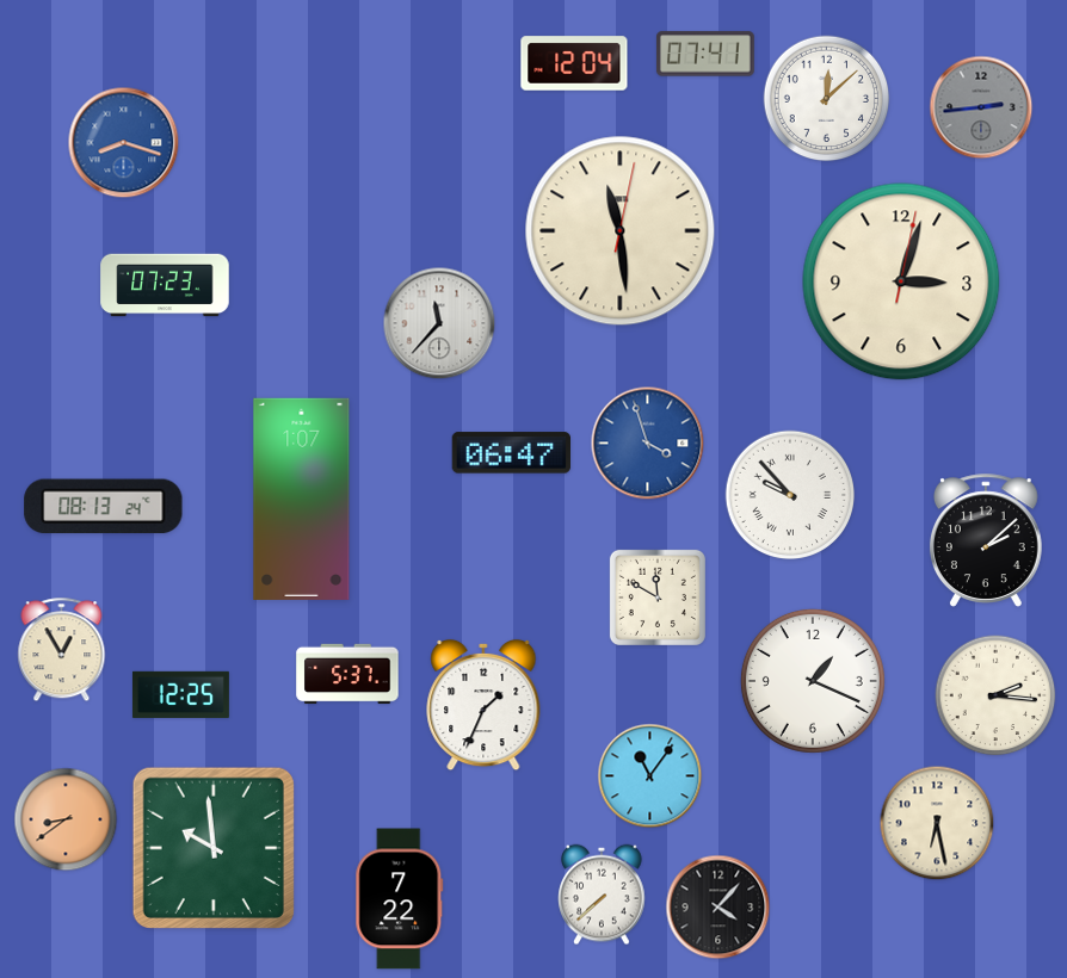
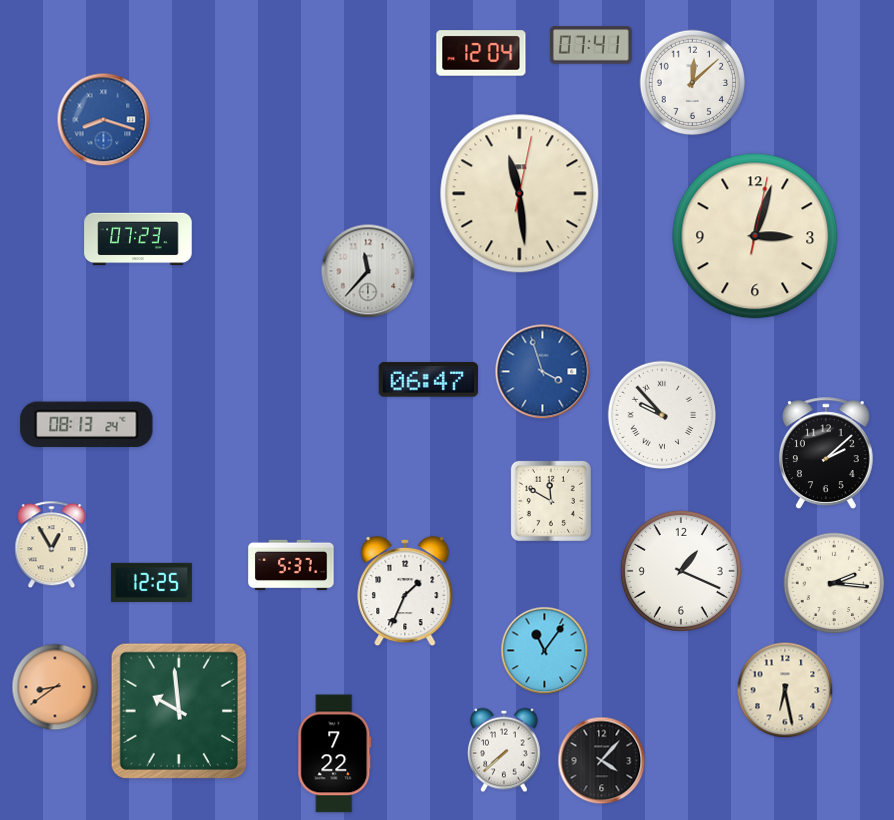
clock at (981, 107): 2:44 -> none
clock at (302, 499): 1:07 -> none
